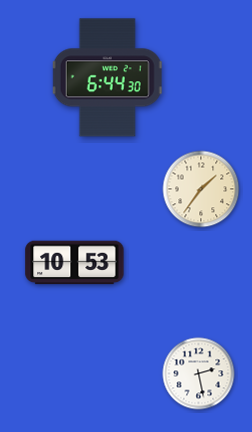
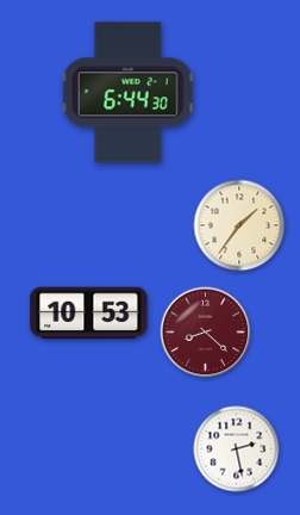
clock at (206, 333): none -> 8:22
clock at (199, 374) position: (199, 374) -> (237, 449)
